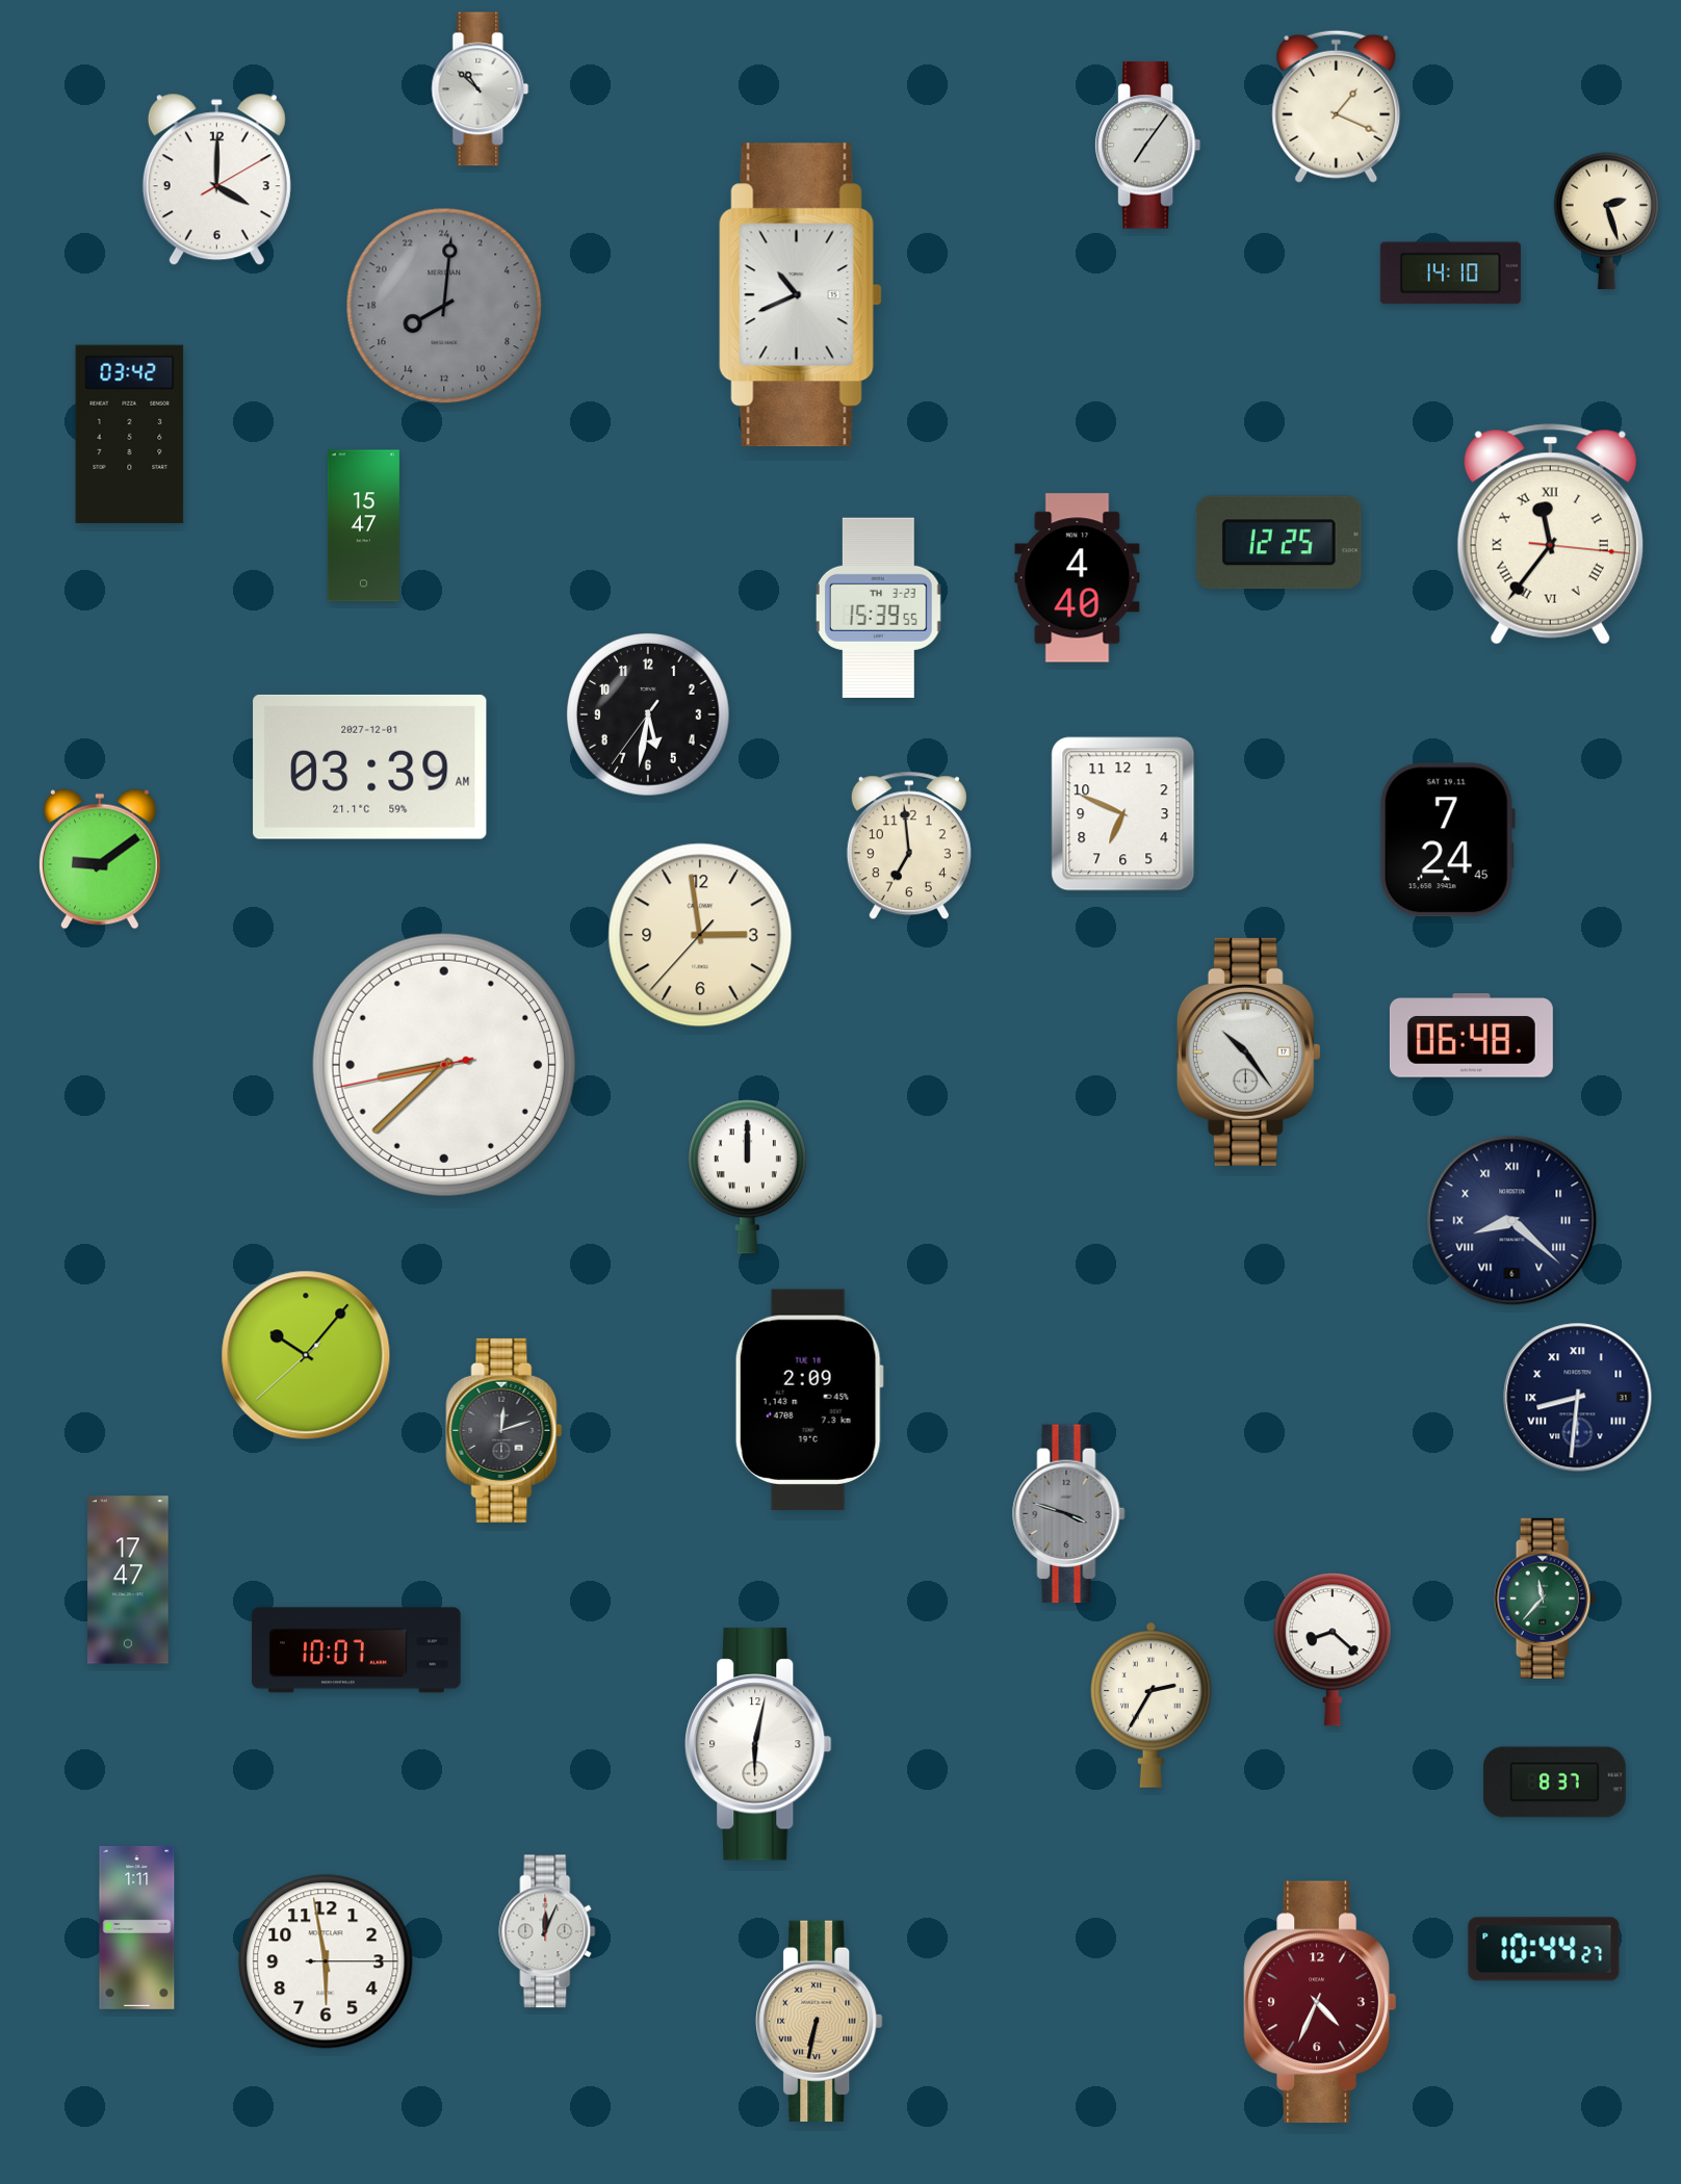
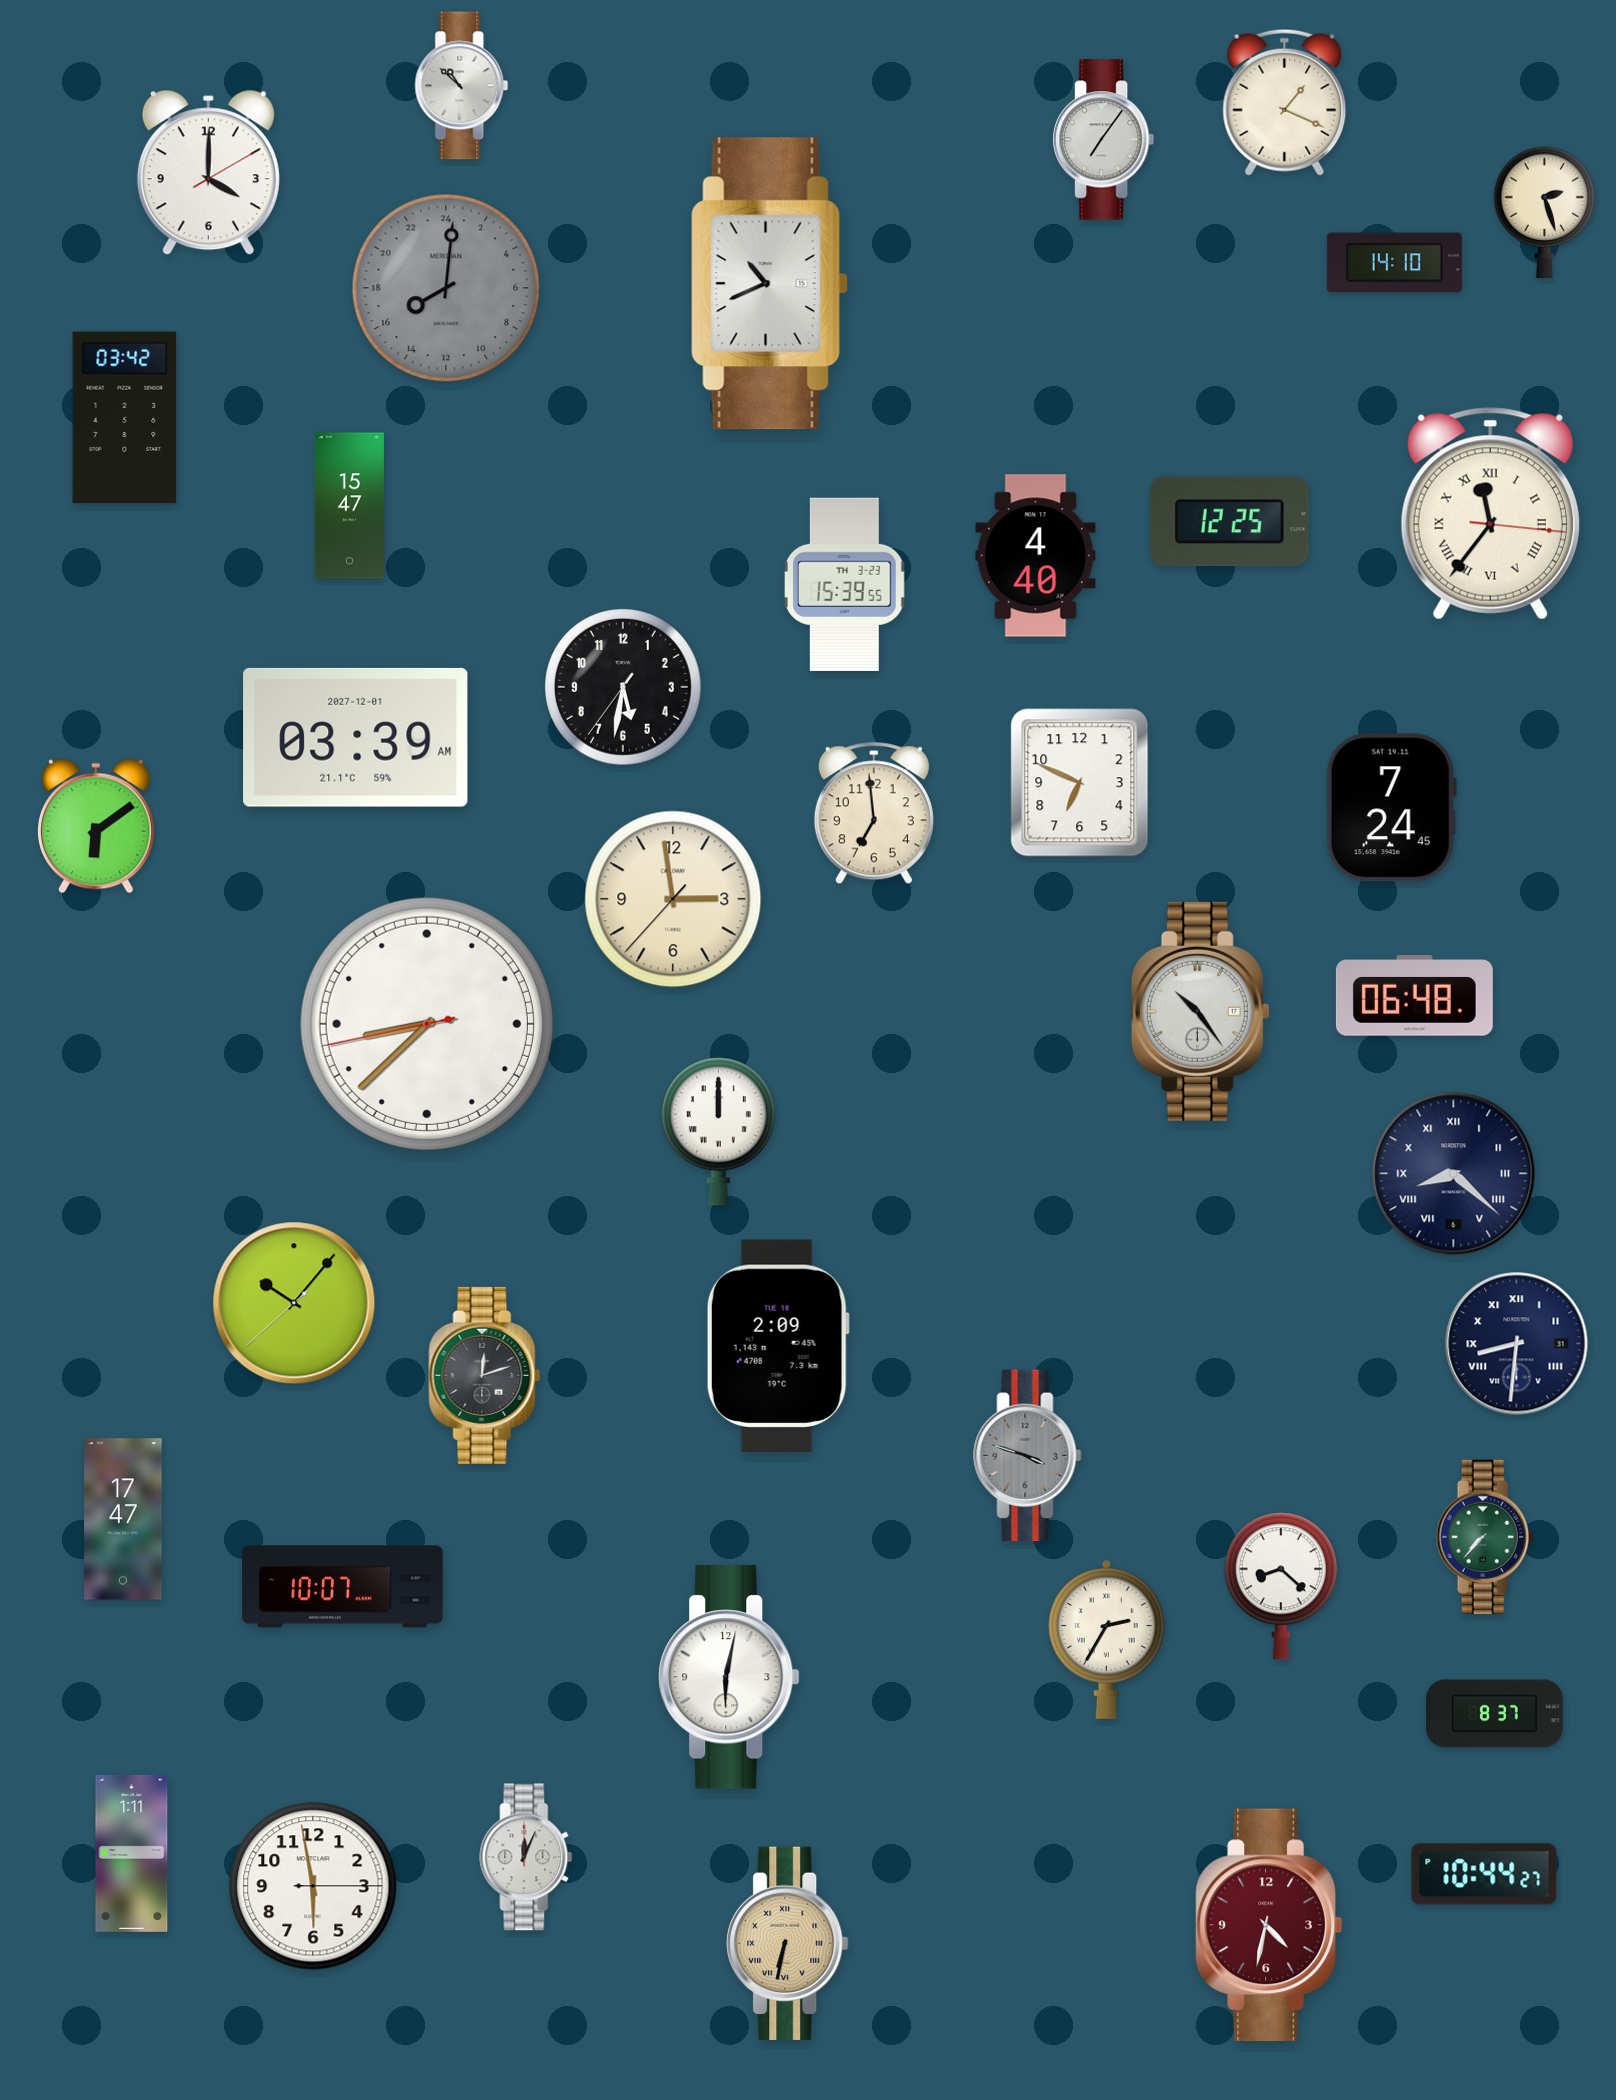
clock at (444, 306) position: (444, 306) -> (446, 288)
clock at (101, 859): 9:09 -> 6:09
clock at (1545, 1598): 11:37 -> 7:37
clock at (1320, 2002): 4:34 -> 4:32
